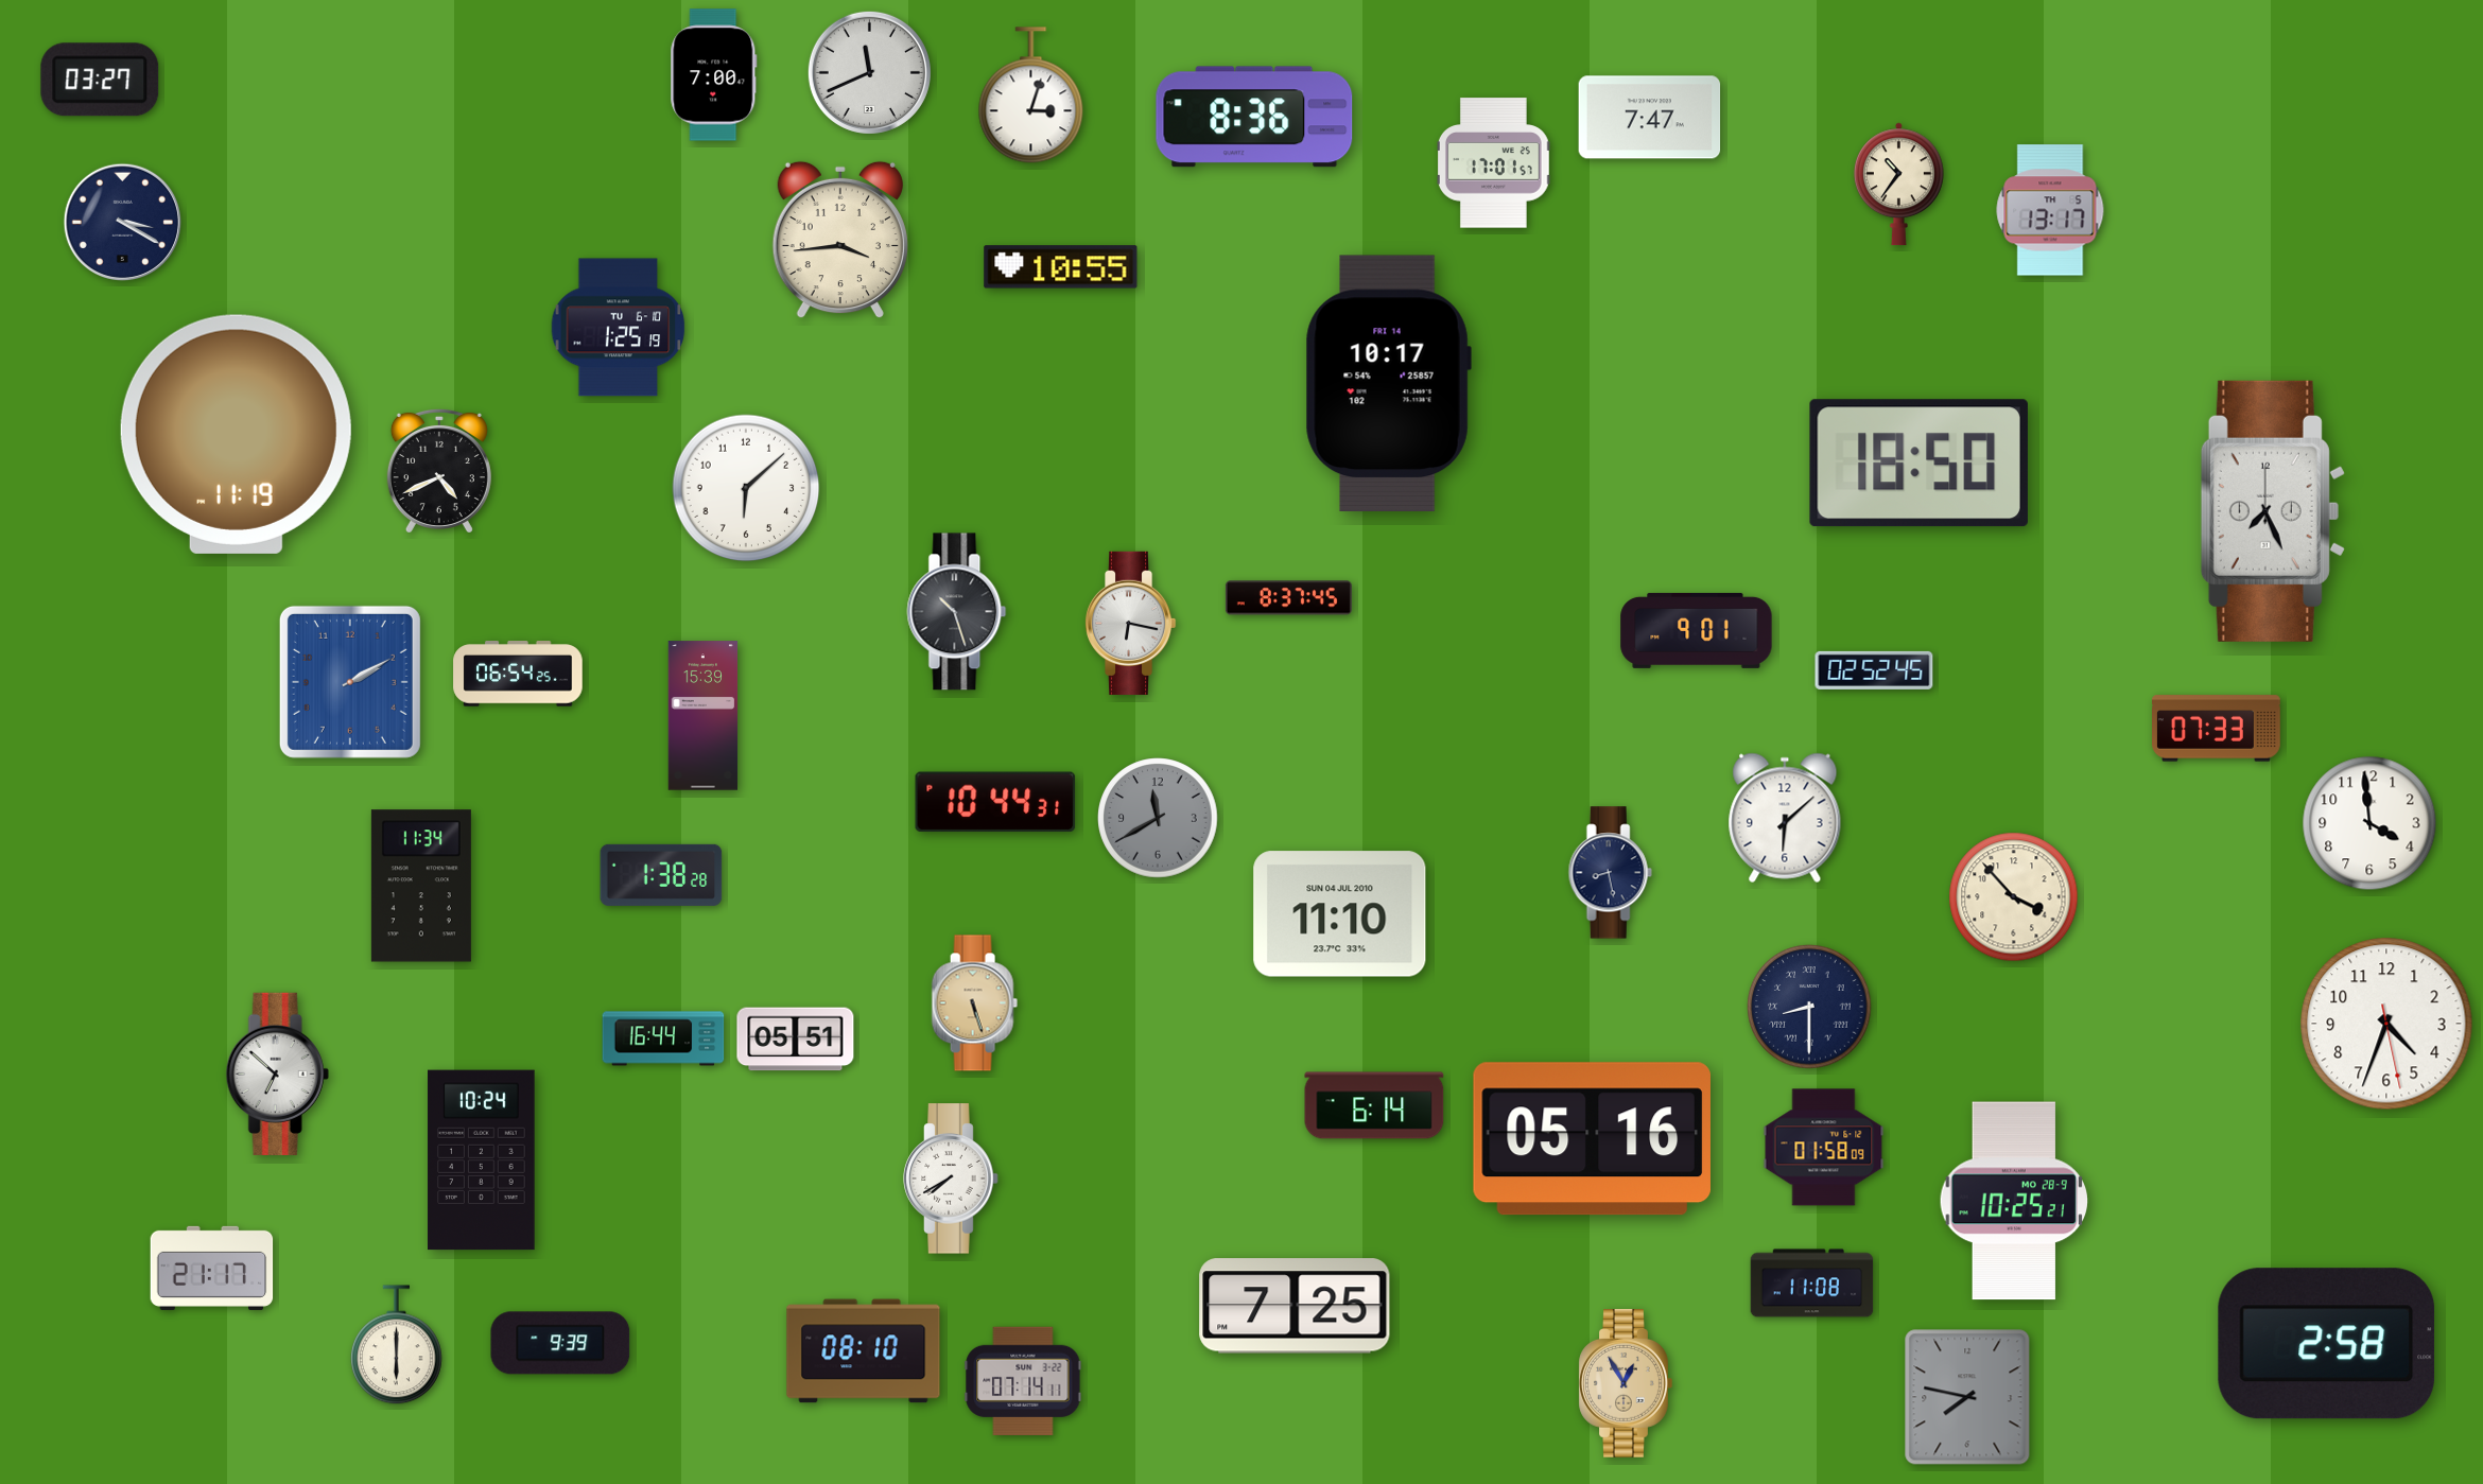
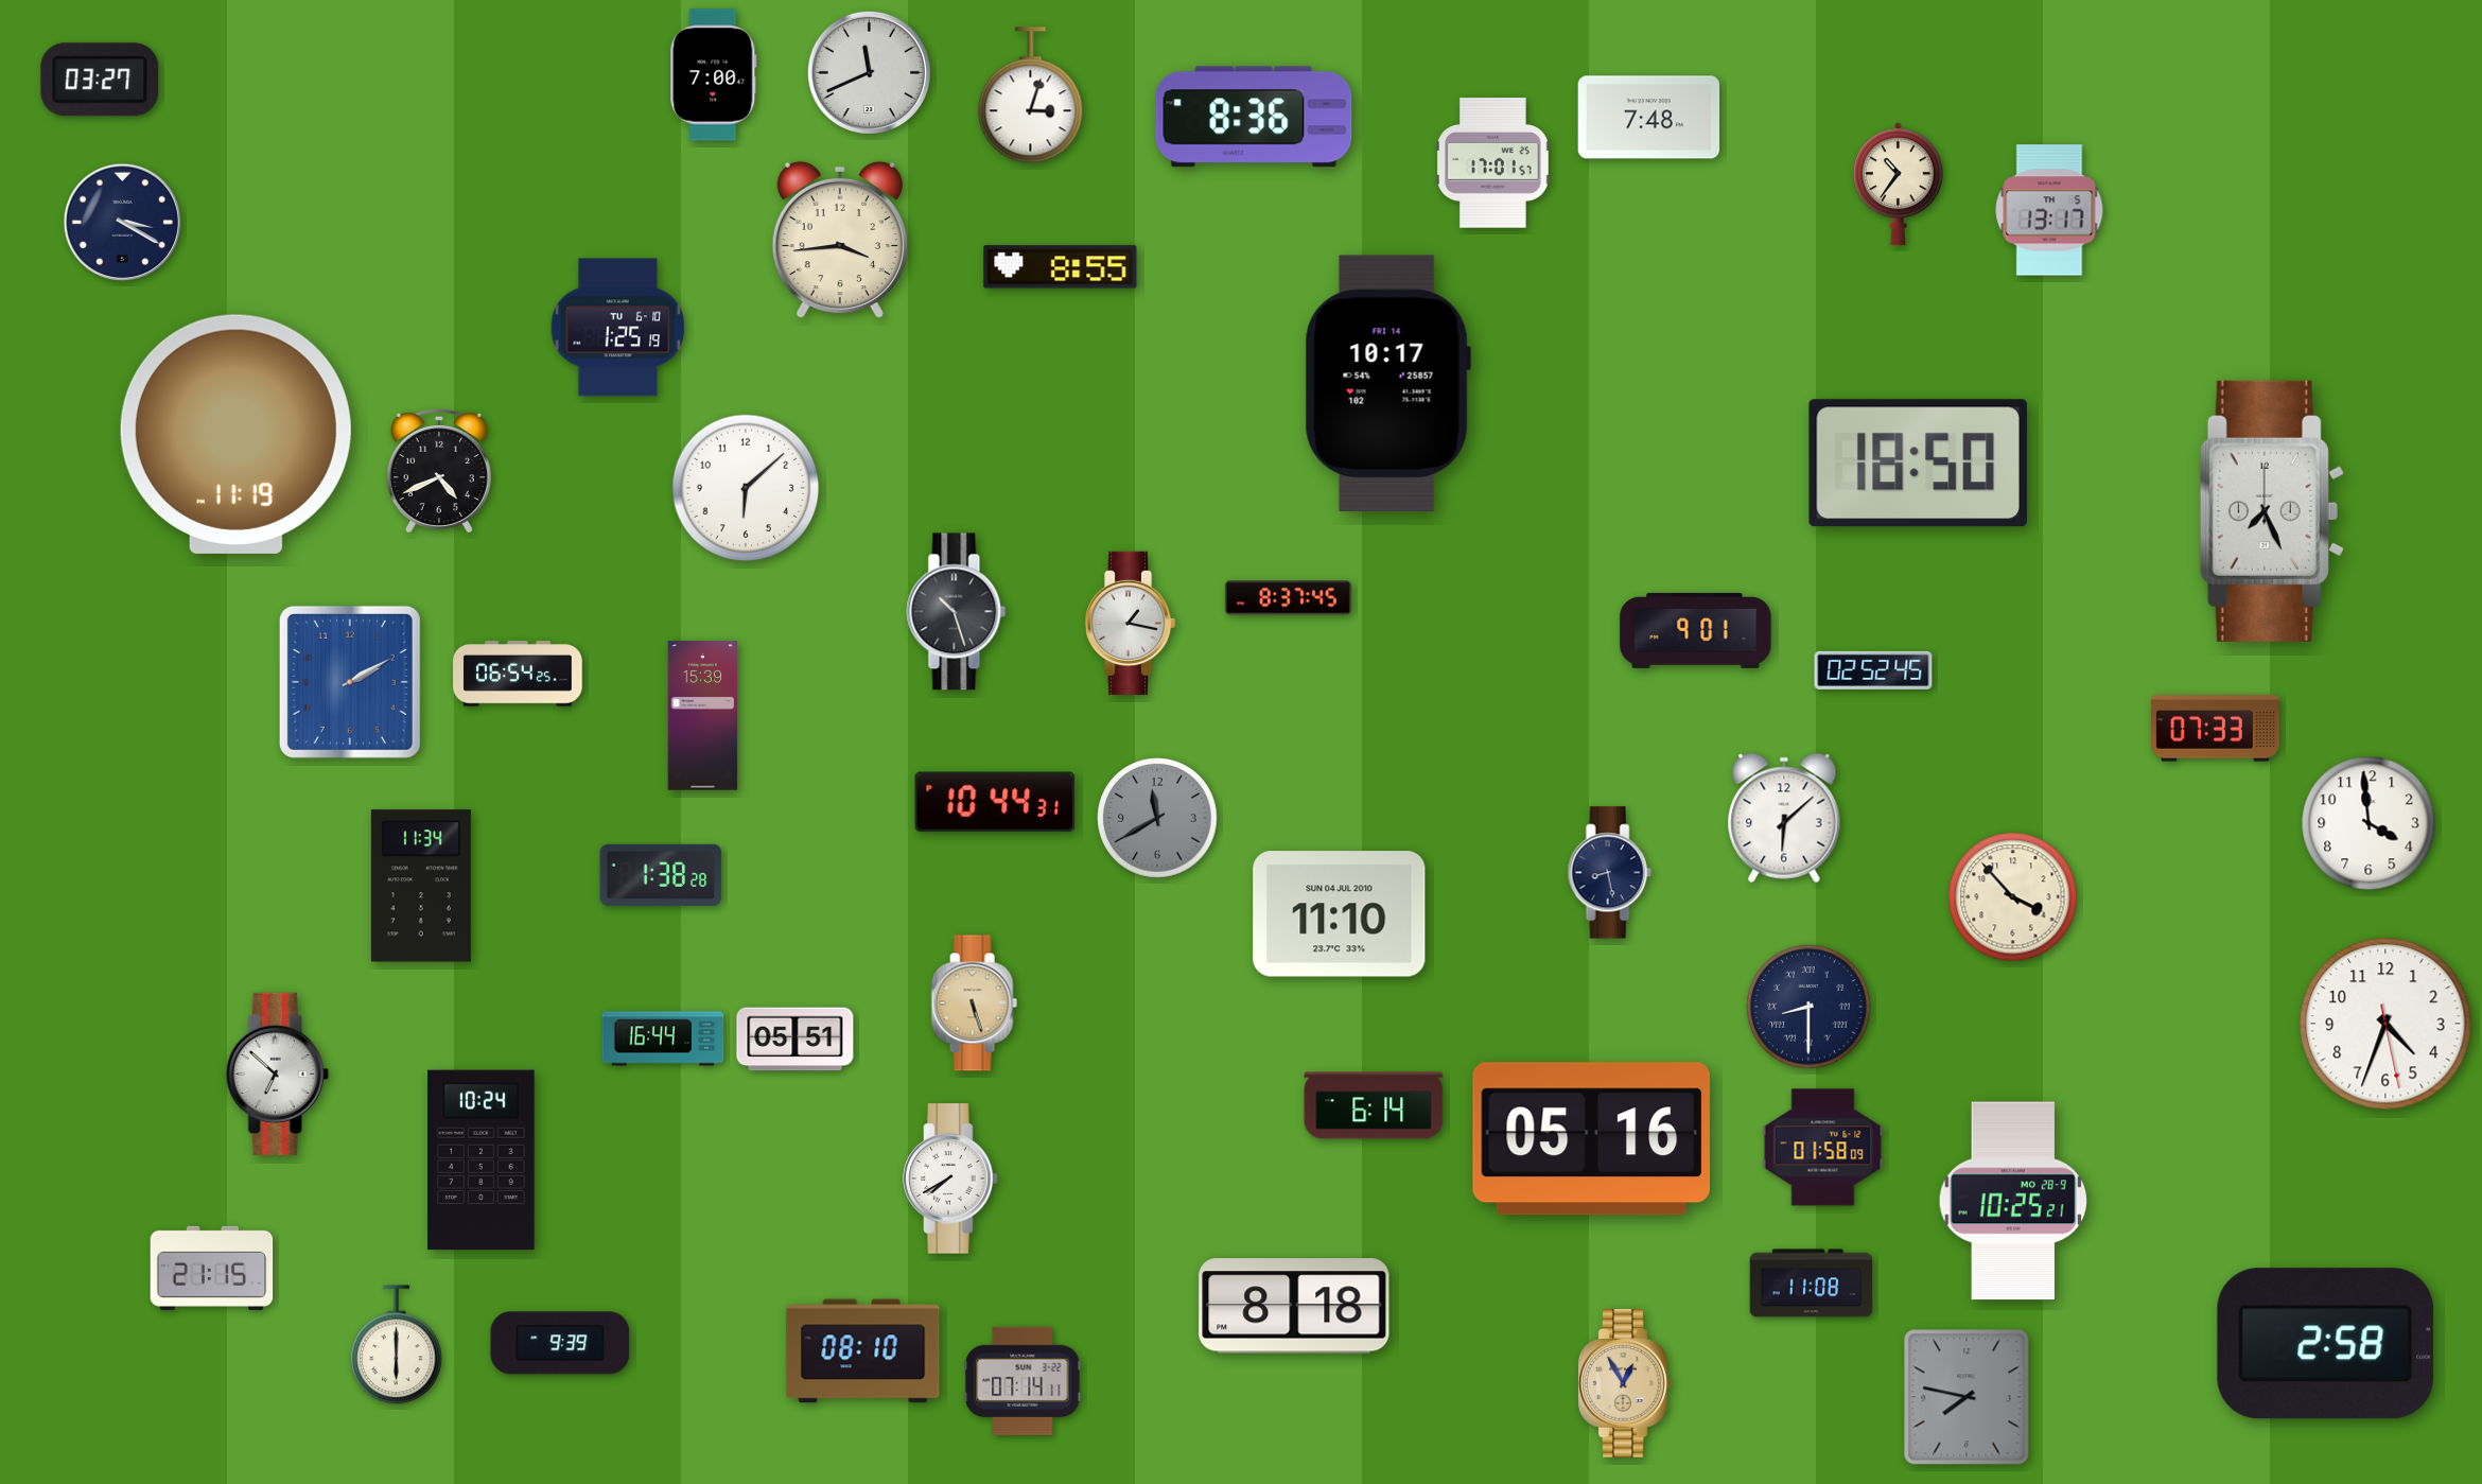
clock at (1650, 118): 7:47 -> 7:48
clock at (1061, 267): 10:55 -> 8:55
clock at (1130, 623): 6:17 -> 1:17
clock at (212, 1268): 21:17 -> 21:15
clock at (1295, 1306): 7:25 -> 8:18
